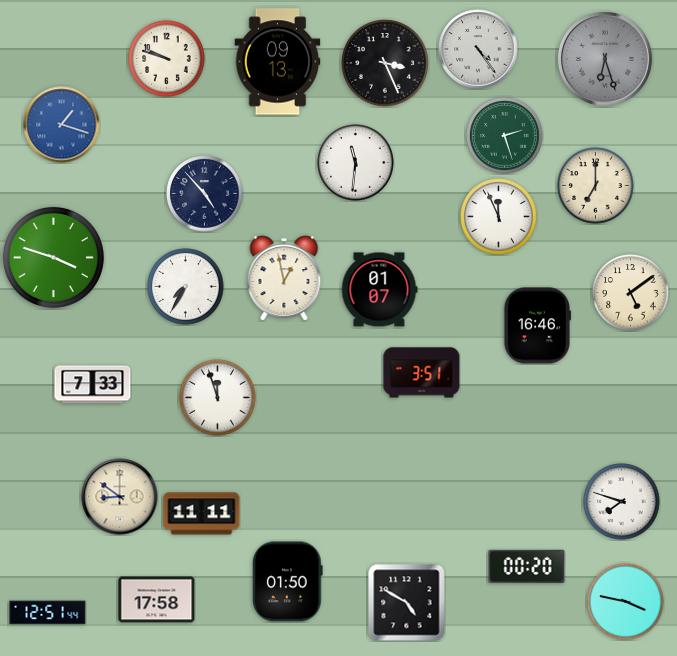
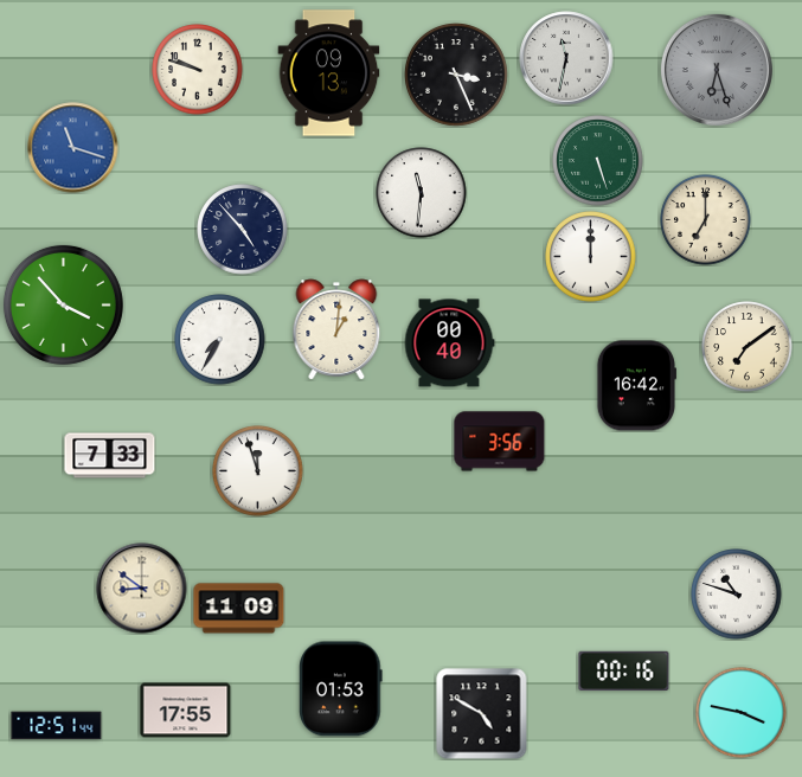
clock at (478, 49): 4:24 -> 11:32
clock at (62, 125): 1:18 -> 11:18
clock at (505, 136): 2:27 -> 5:27
clock at (499, 217): 11:56 -> 12:00
clock at (53, 257): 3:48 -> 3:53
clock at (284, 278): 12:58 -> 1:01
clock at (379, 290): 01:07 -> 00:40
clock at (631, 293): 5:09 -> 7:09
clock at (536, 326): 16:46 -> 16:42
clock at (422, 373): 3:51 -> 3:56
clock at (622, 502): 7:48 -> 10:48
clock at (202, 514): 11:11 -> 11:09
clock at (527, 566): 00:20 -> 00:16
clock at (288, 582): 01:50 -> 01:53
clock at (157, 600): 17:58 -> 17:55
